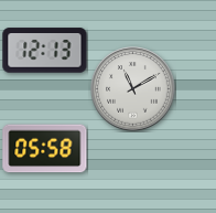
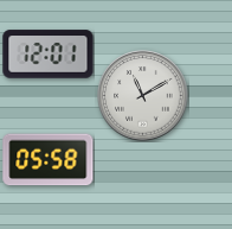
clock at (45, 51): 12:13 -> 12:01
